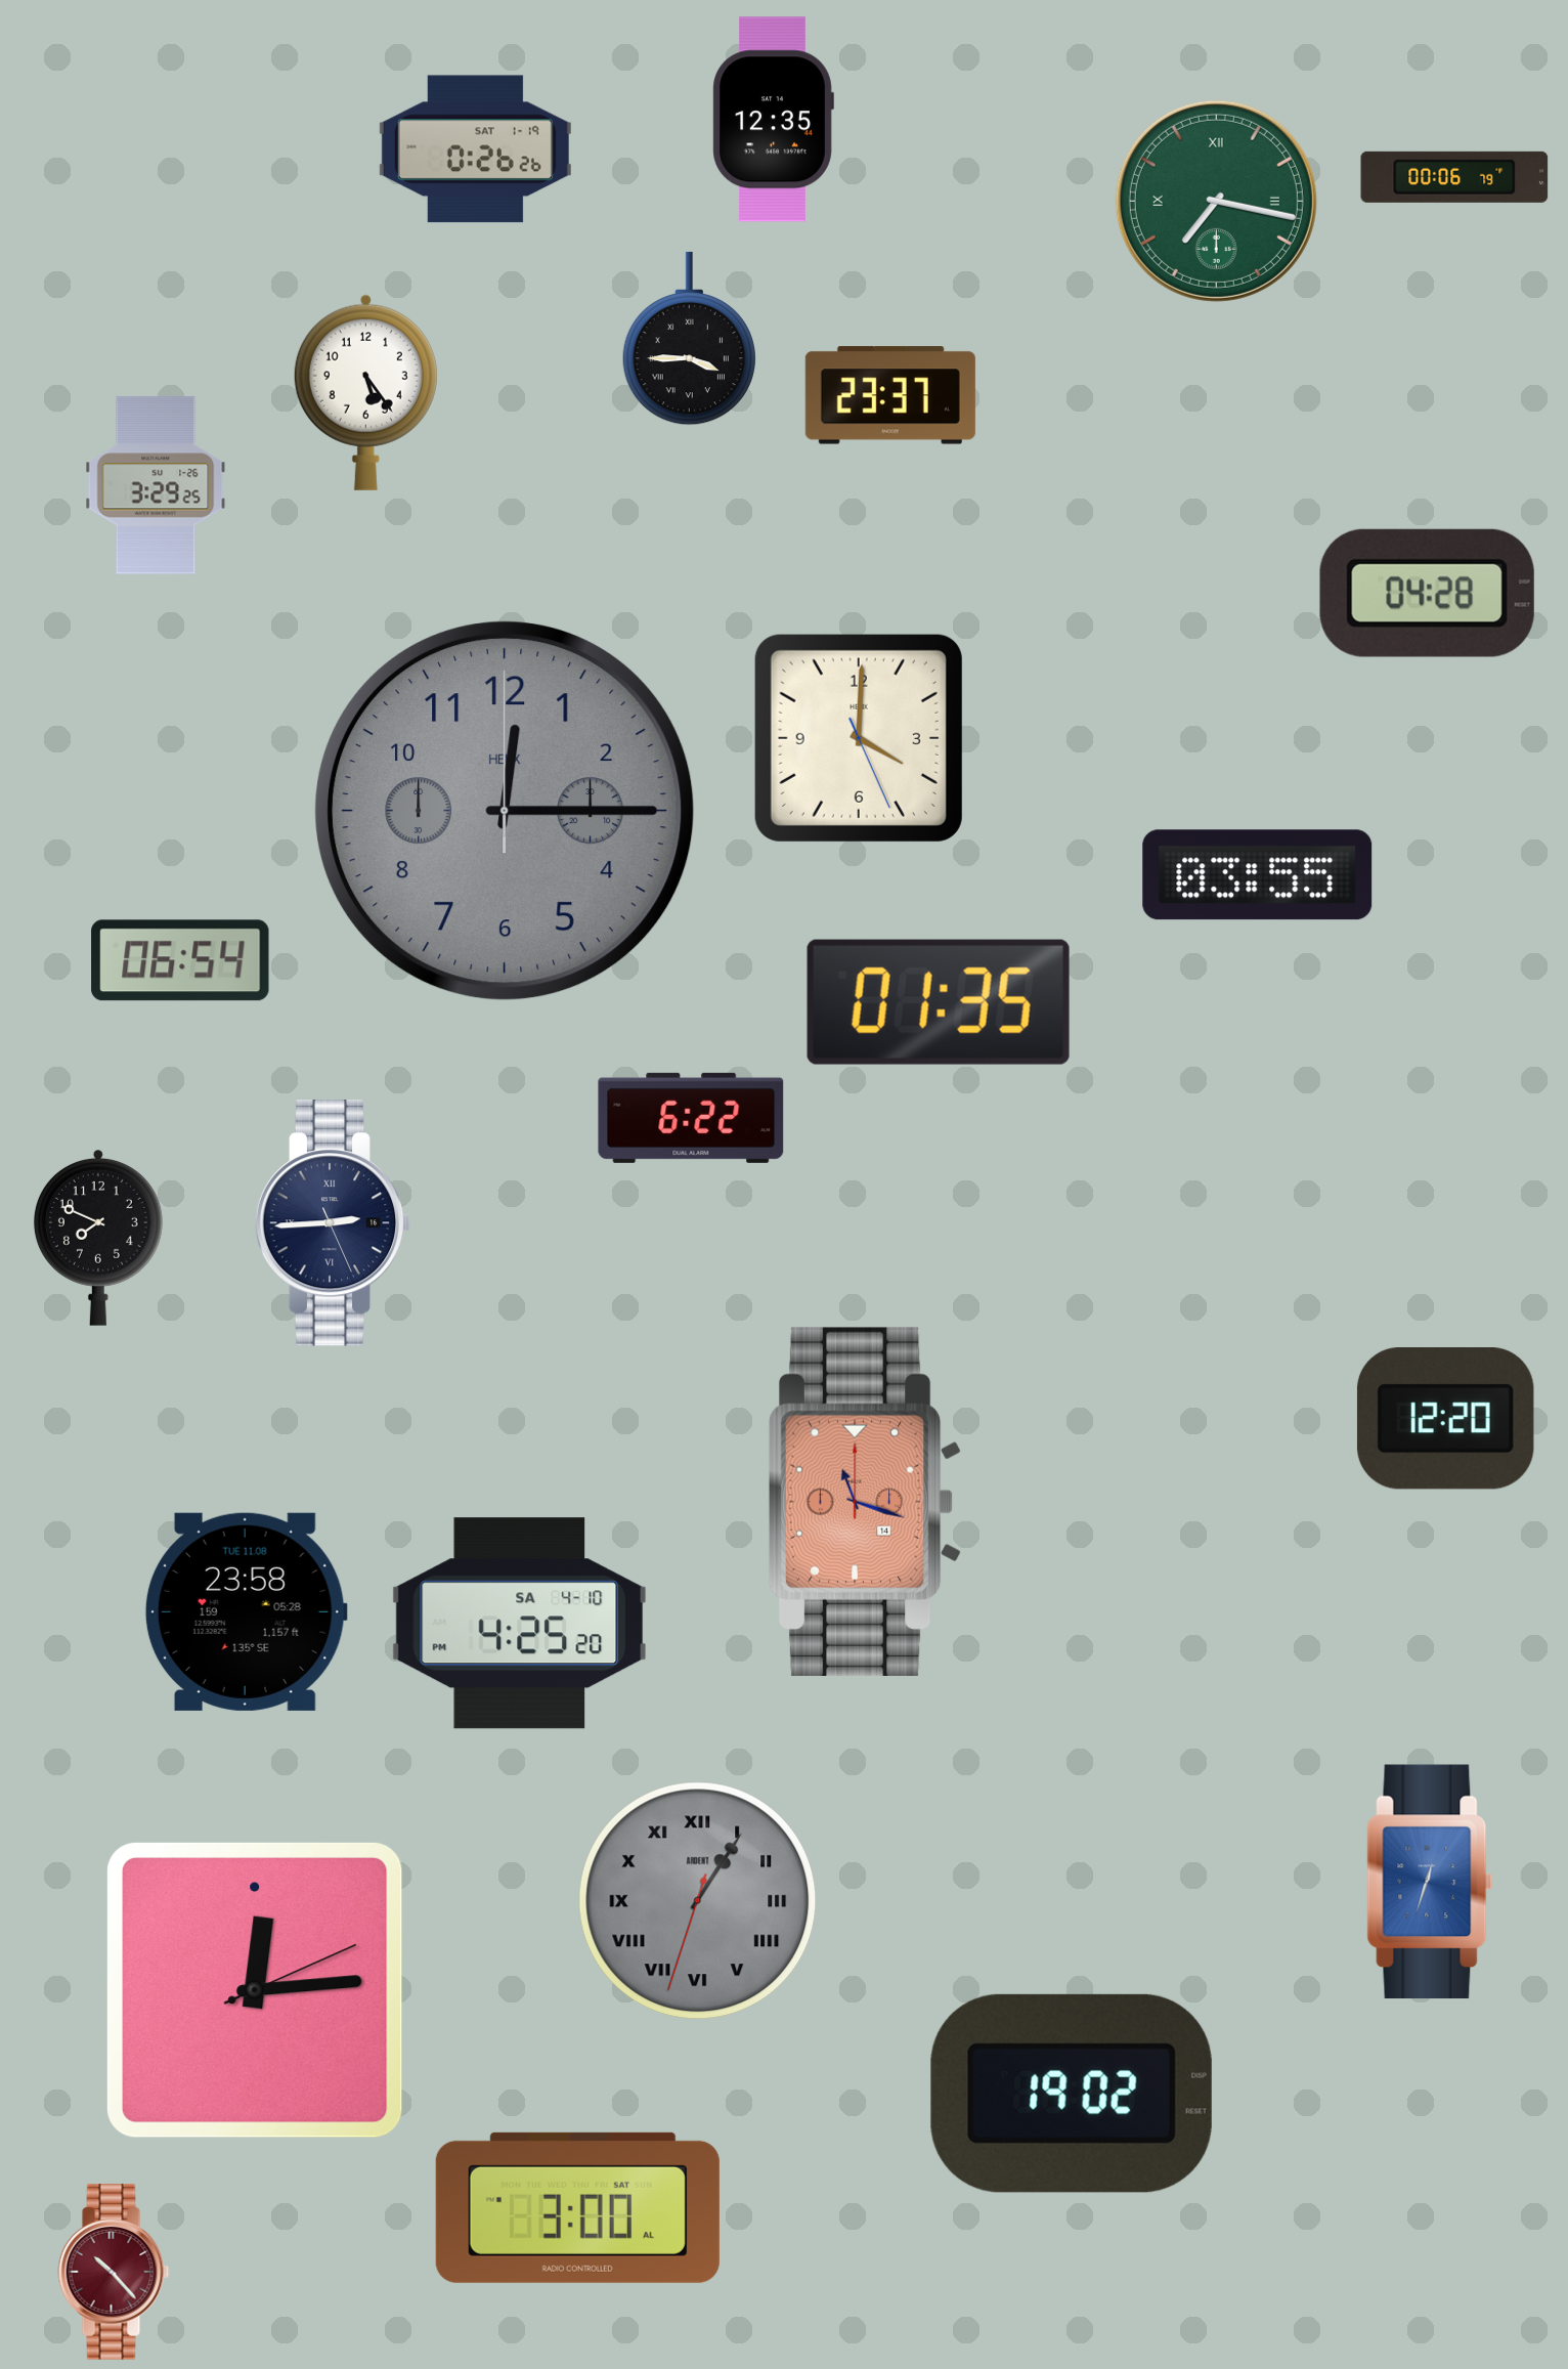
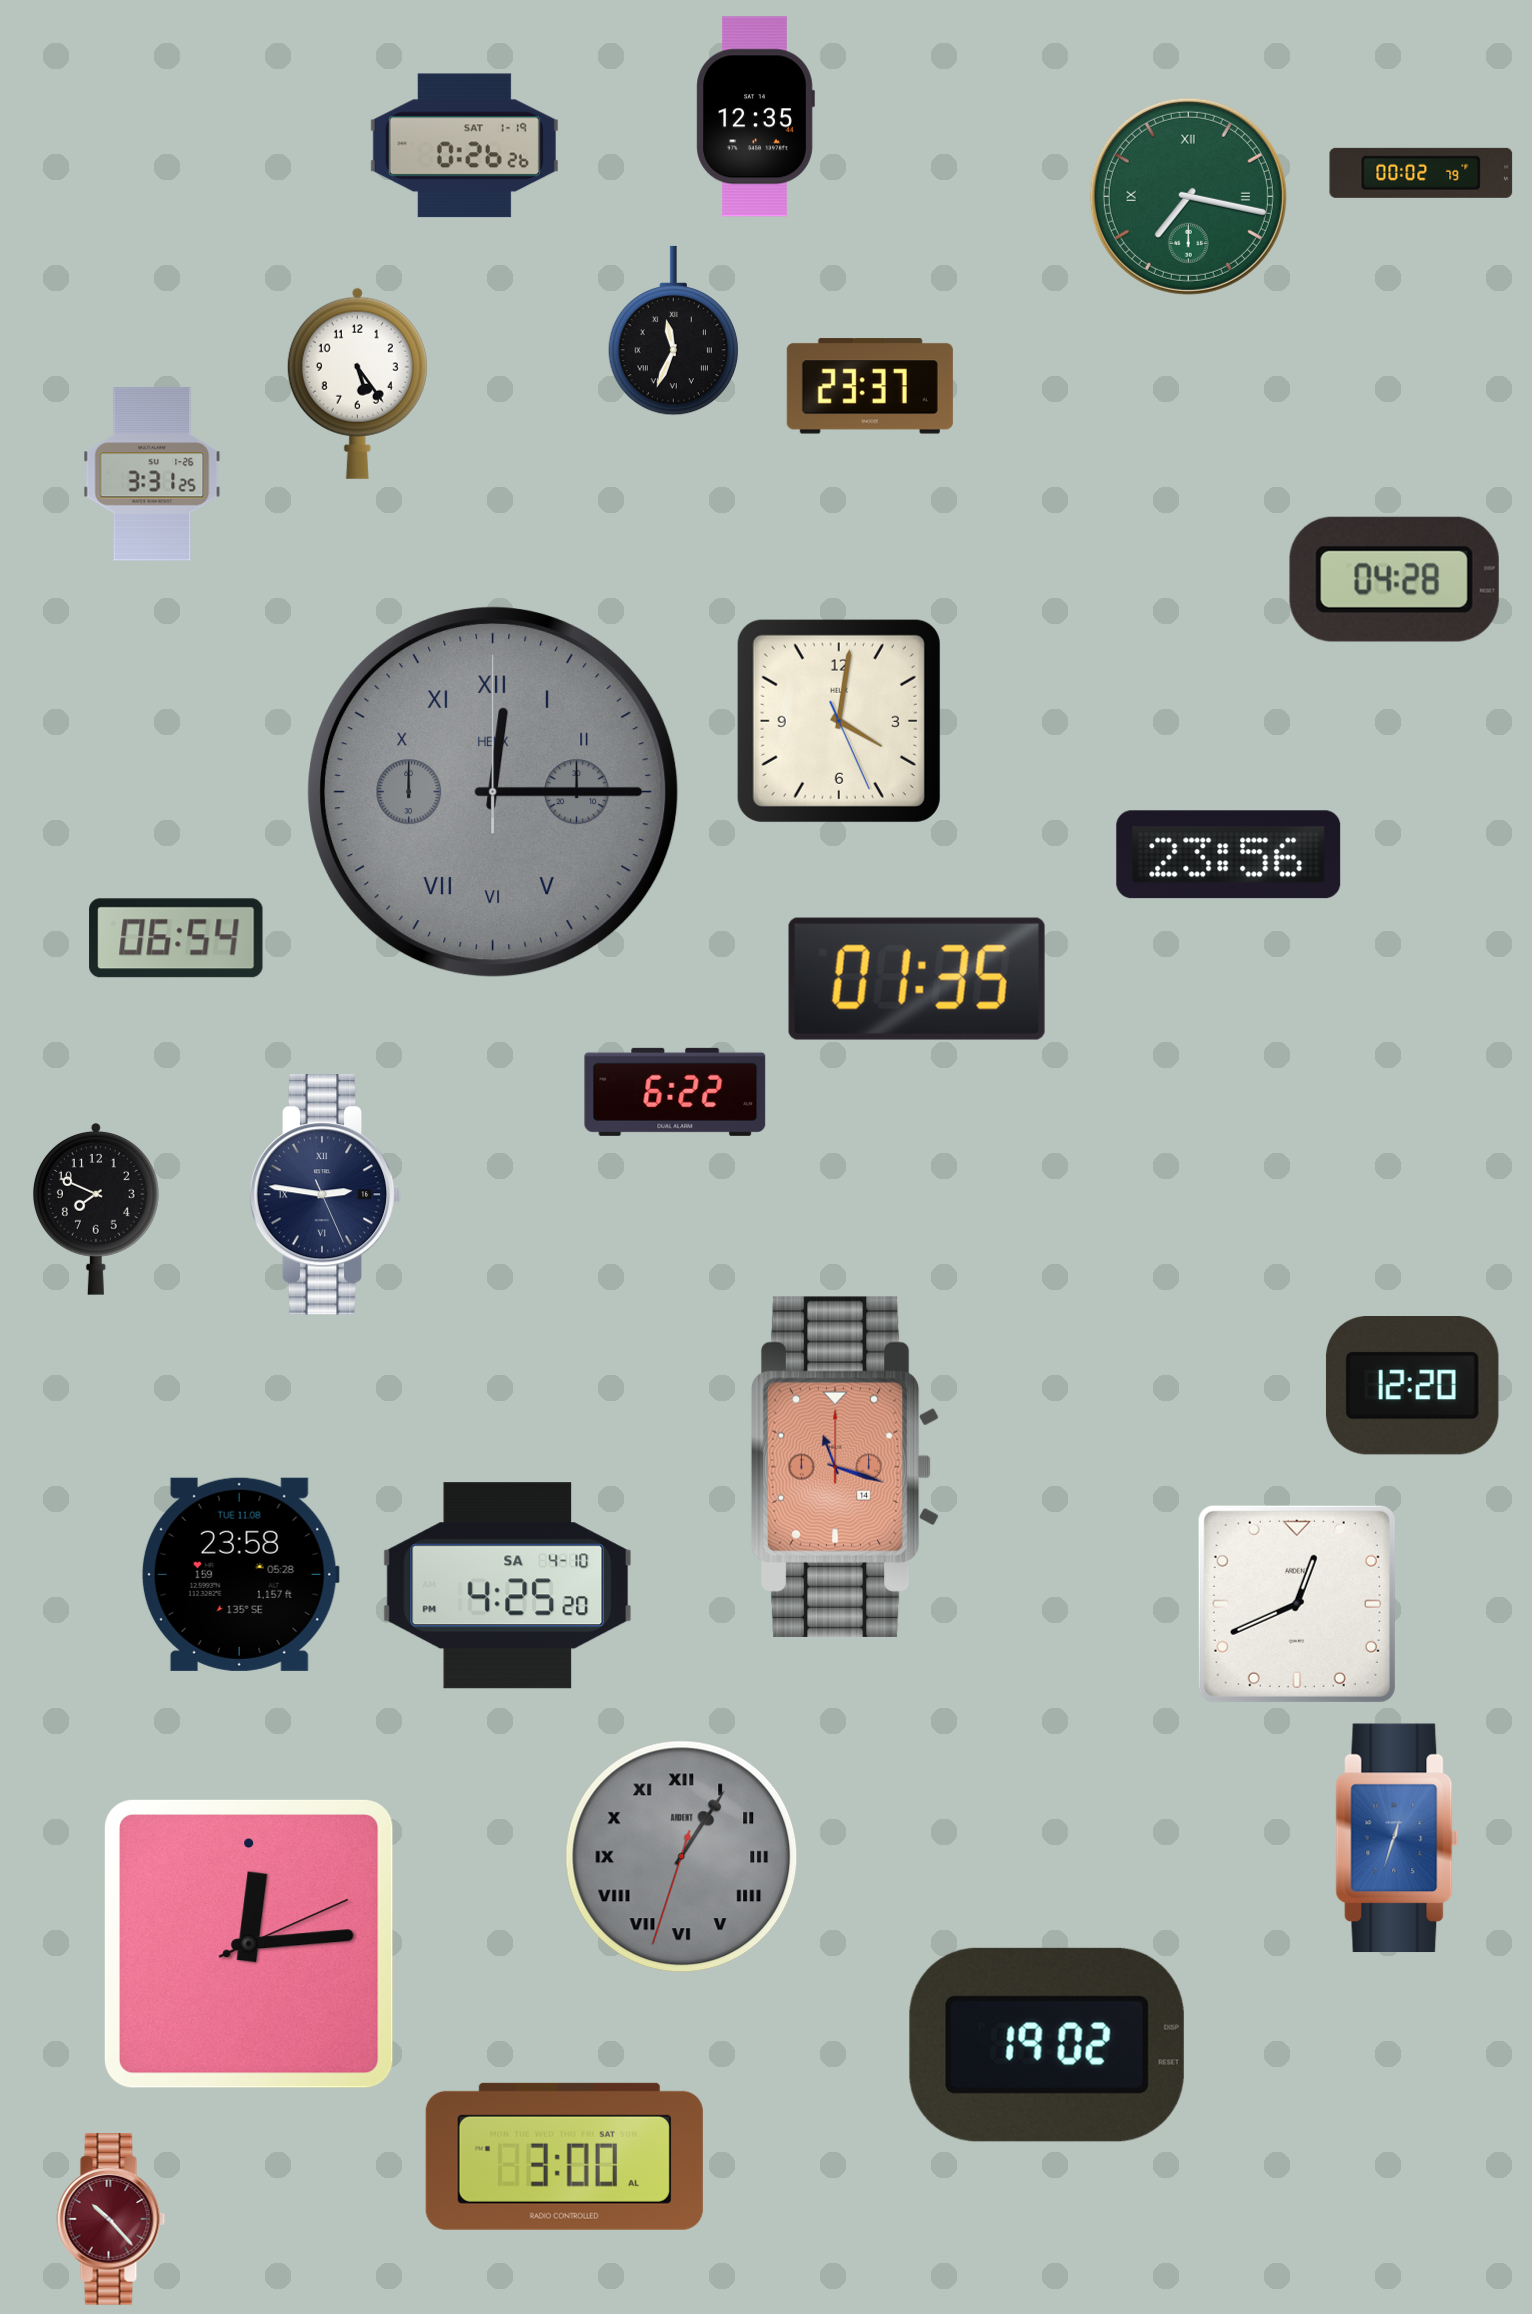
clock at (1454, 177): 00:06 -> 00:02
clock at (689, 339): 3:45 -> 11:34
clock at (156, 485): 3:29 -> 3:31
clock at (859, 738): 4:00 -> 4:01
clock at (505, 811) numerals: Arabic -> Roman
clock at (1258, 875): 03:55 -> 23:56
clock at (333, 1223): 2:44 -> 2:46
clock at (1297, 1604): none -> 12:41
